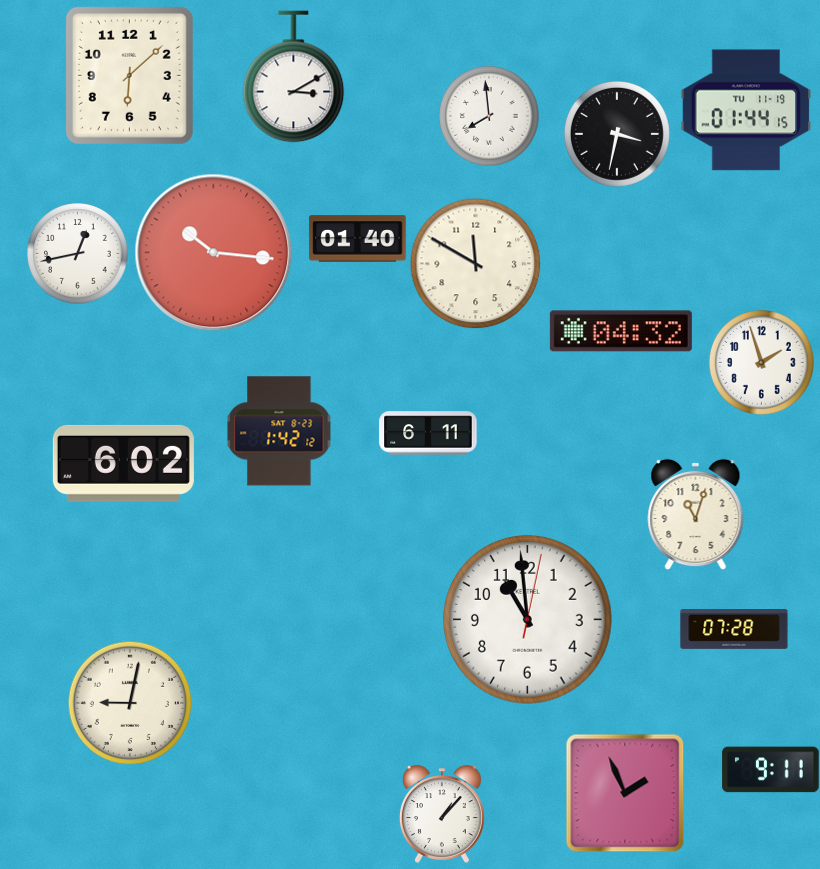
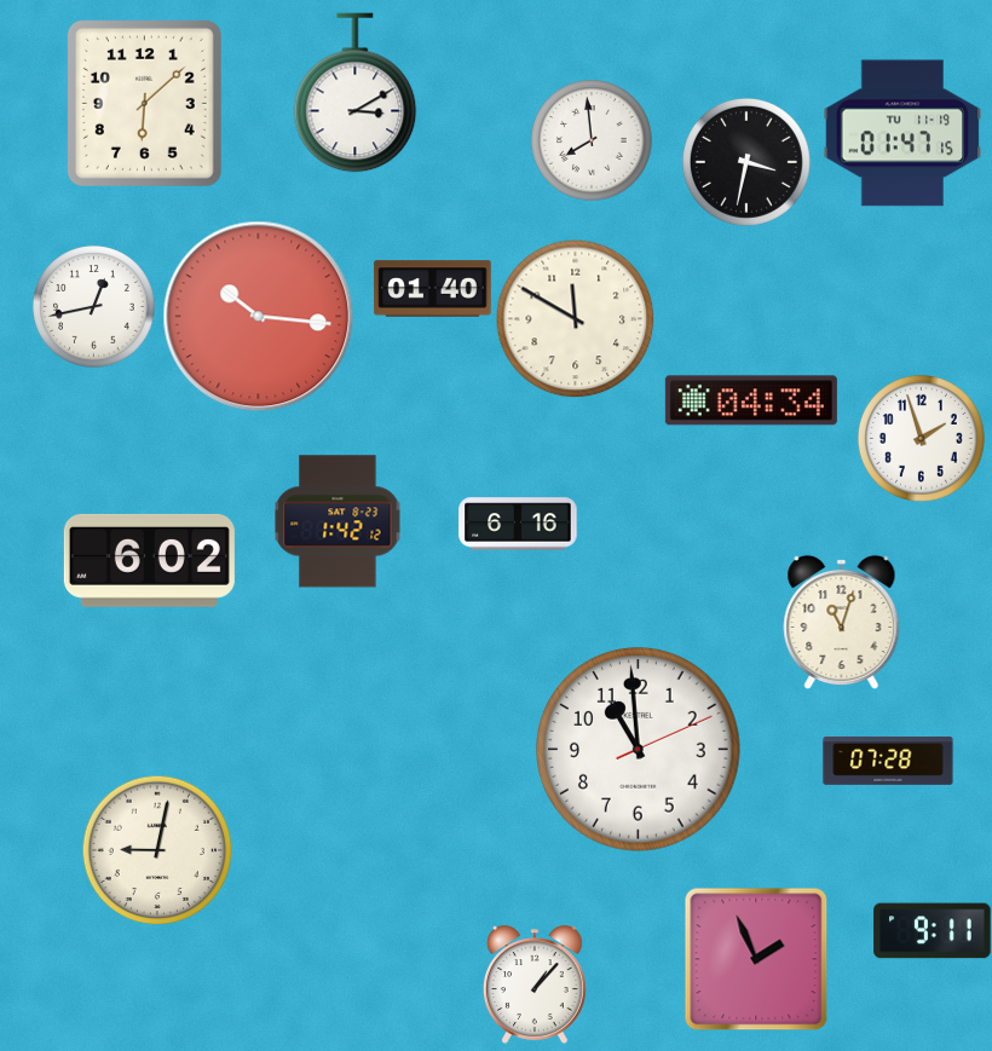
clock at (129, 75) position: (129, 75) -> (144, 103)
clock at (746, 110): 01:44 -> 01:47
clock at (214, 253) position: (214, 253) -> (259, 317)
clock at (621, 331): 04:32 -> 04:34
clock at (428, 433): 6:11 -> 6:16
clock at (528, 620): 10:59:02 -> 10:59:11
